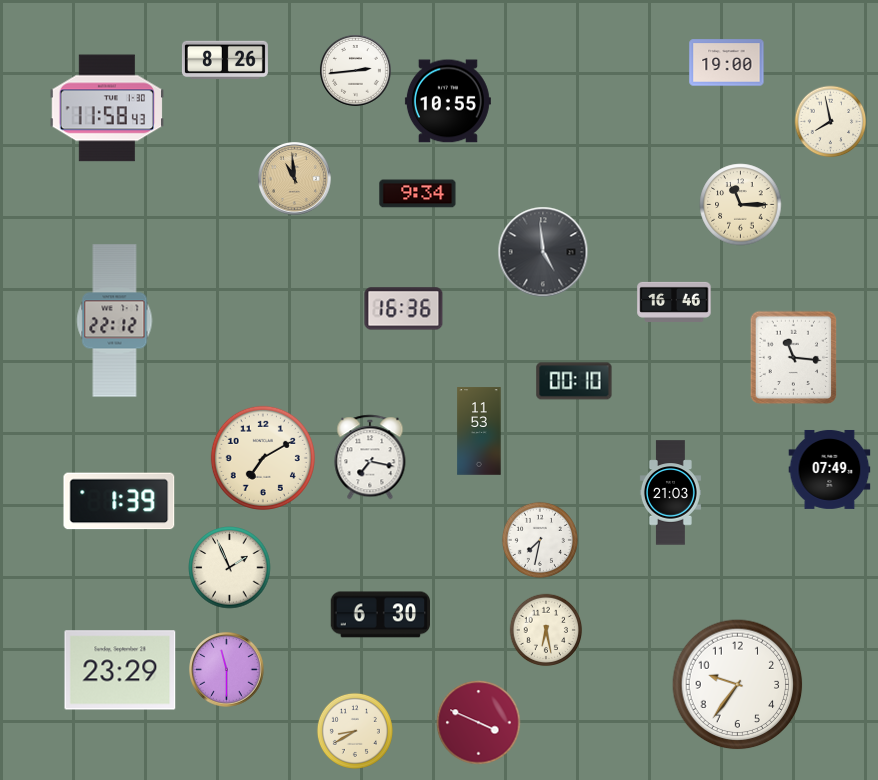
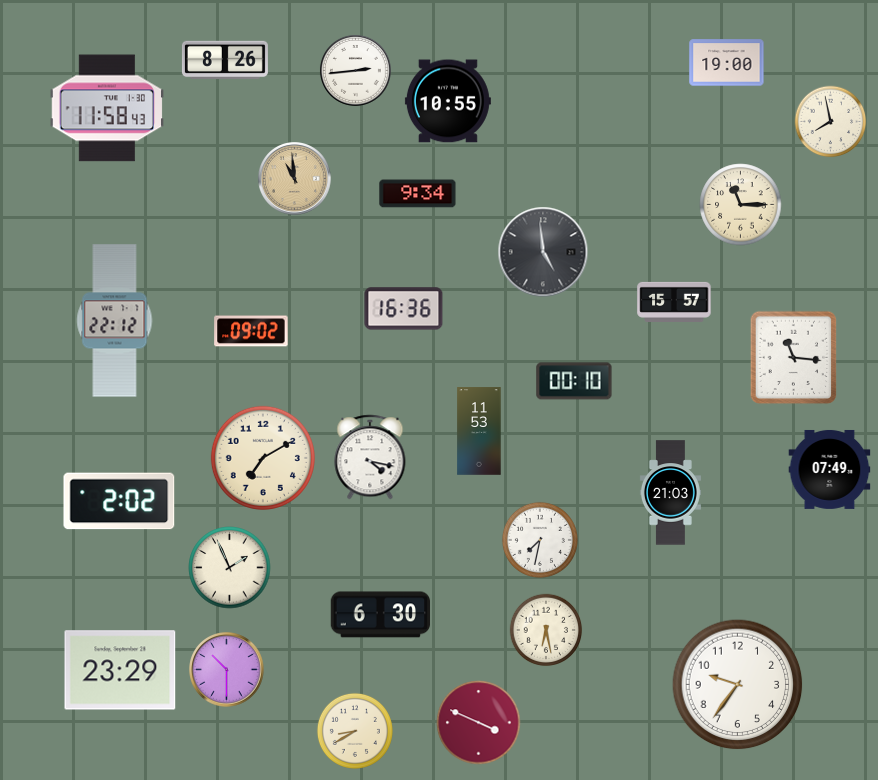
clock at (674, 302): 16:46 -> 15:57
clock at (251, 331): none -> 09:02
clock at (370, 457): 7:17 -> 4:17
clock at (119, 501): 1:39 -> 2:02
clock at (227, 670): 11:30 -> 10:30
